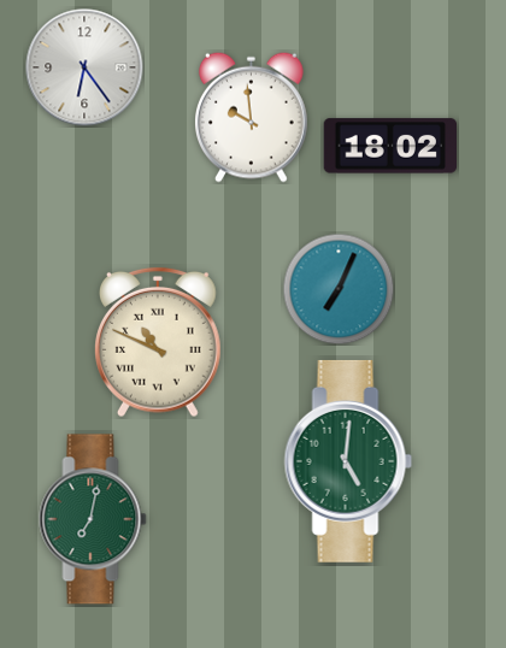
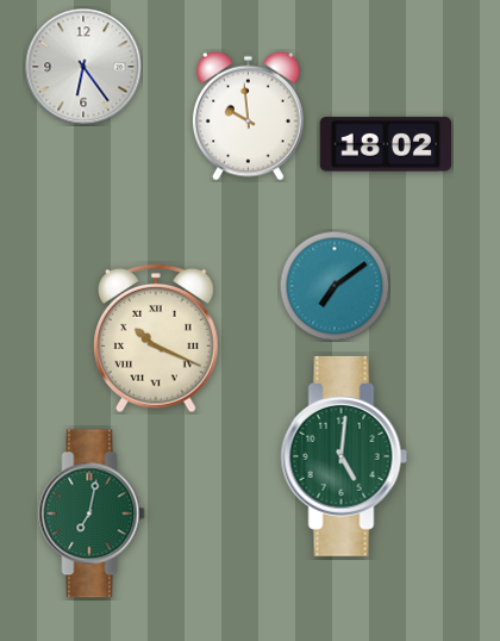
clock at (339, 289): 7:04 -> 7:09
clock at (159, 342): 10:49 -> 10:19
